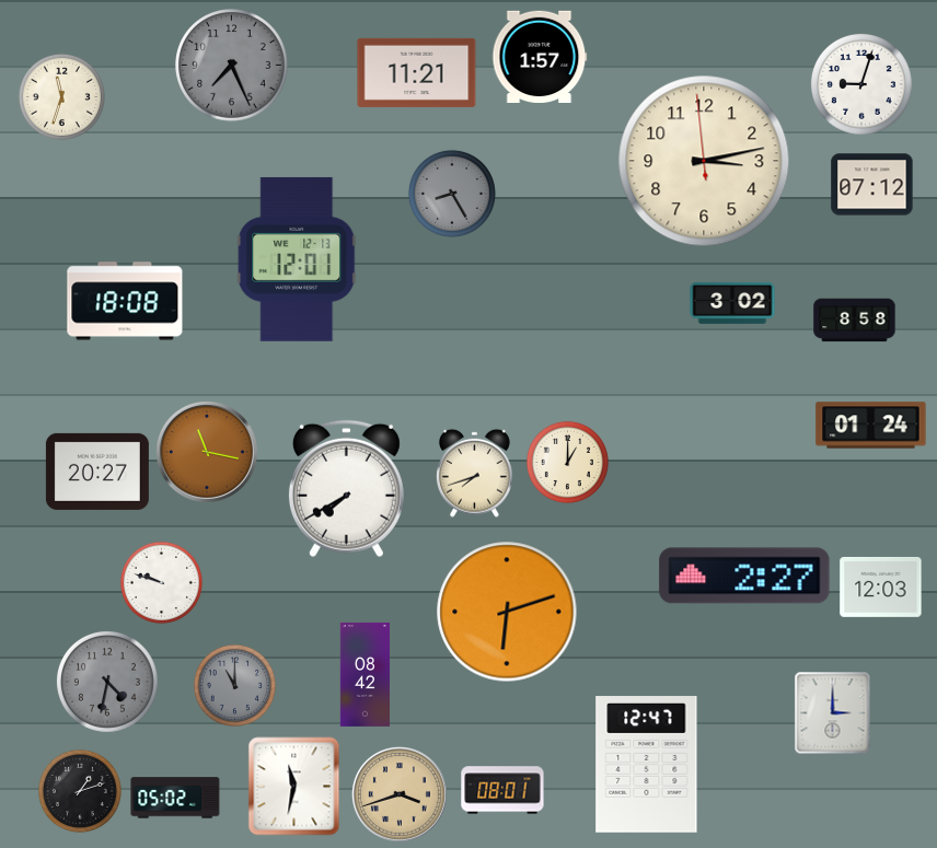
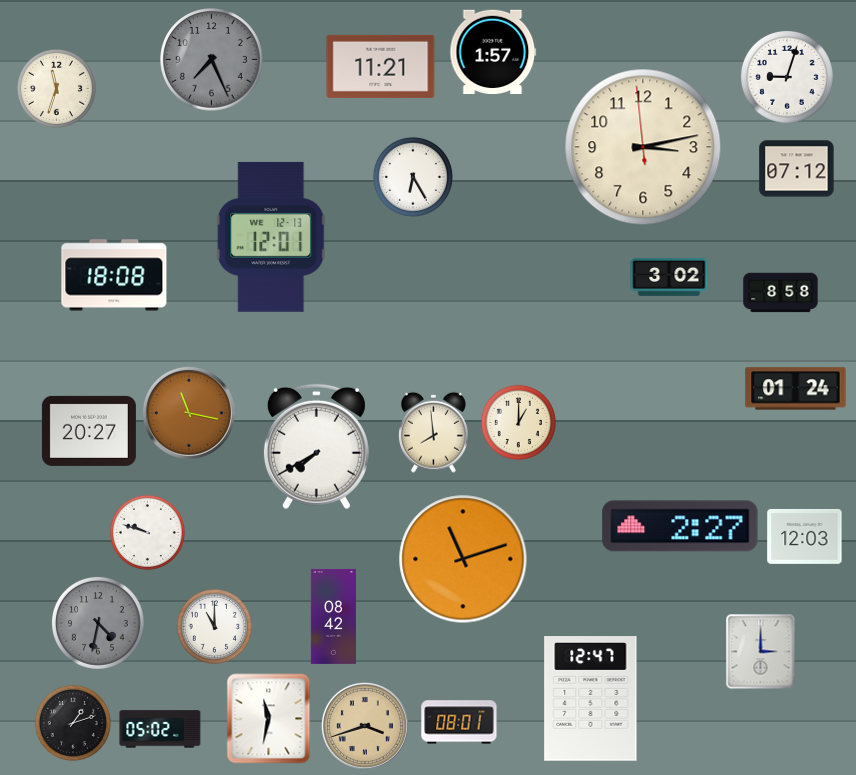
clock at (452, 194): 8:25 -> 6:25
clock at (452, 194) dial: grey -> white
clock at (474, 473): 7:42 -> 7:59
clock at (507, 612): 6:12 -> 11:12
clock at (234, 685) dial: grey -> white
